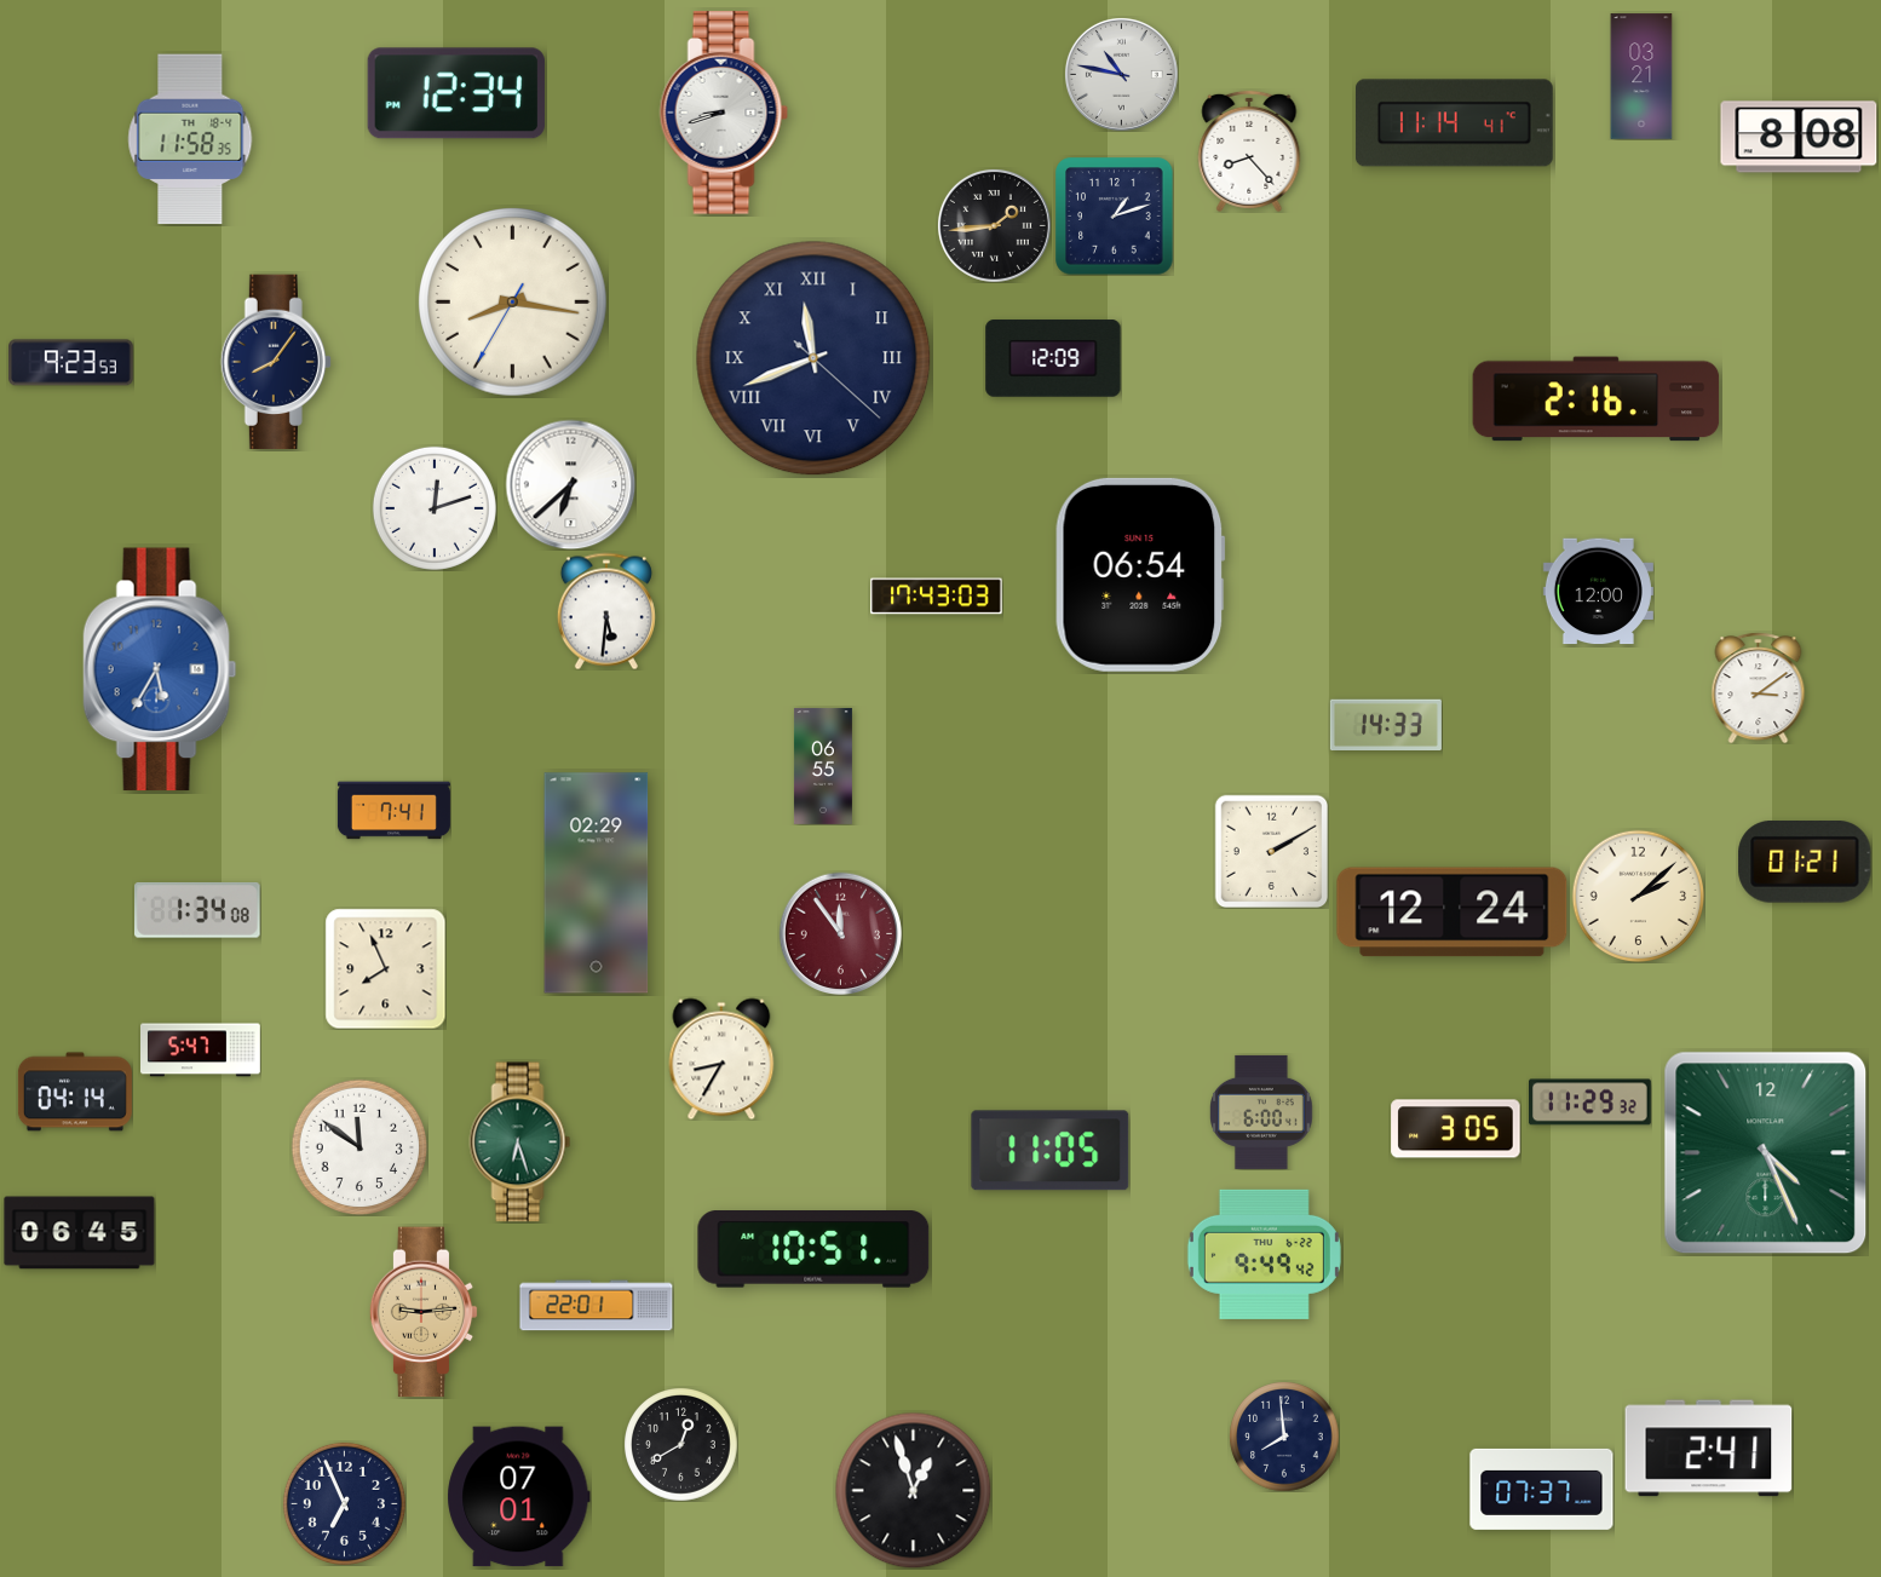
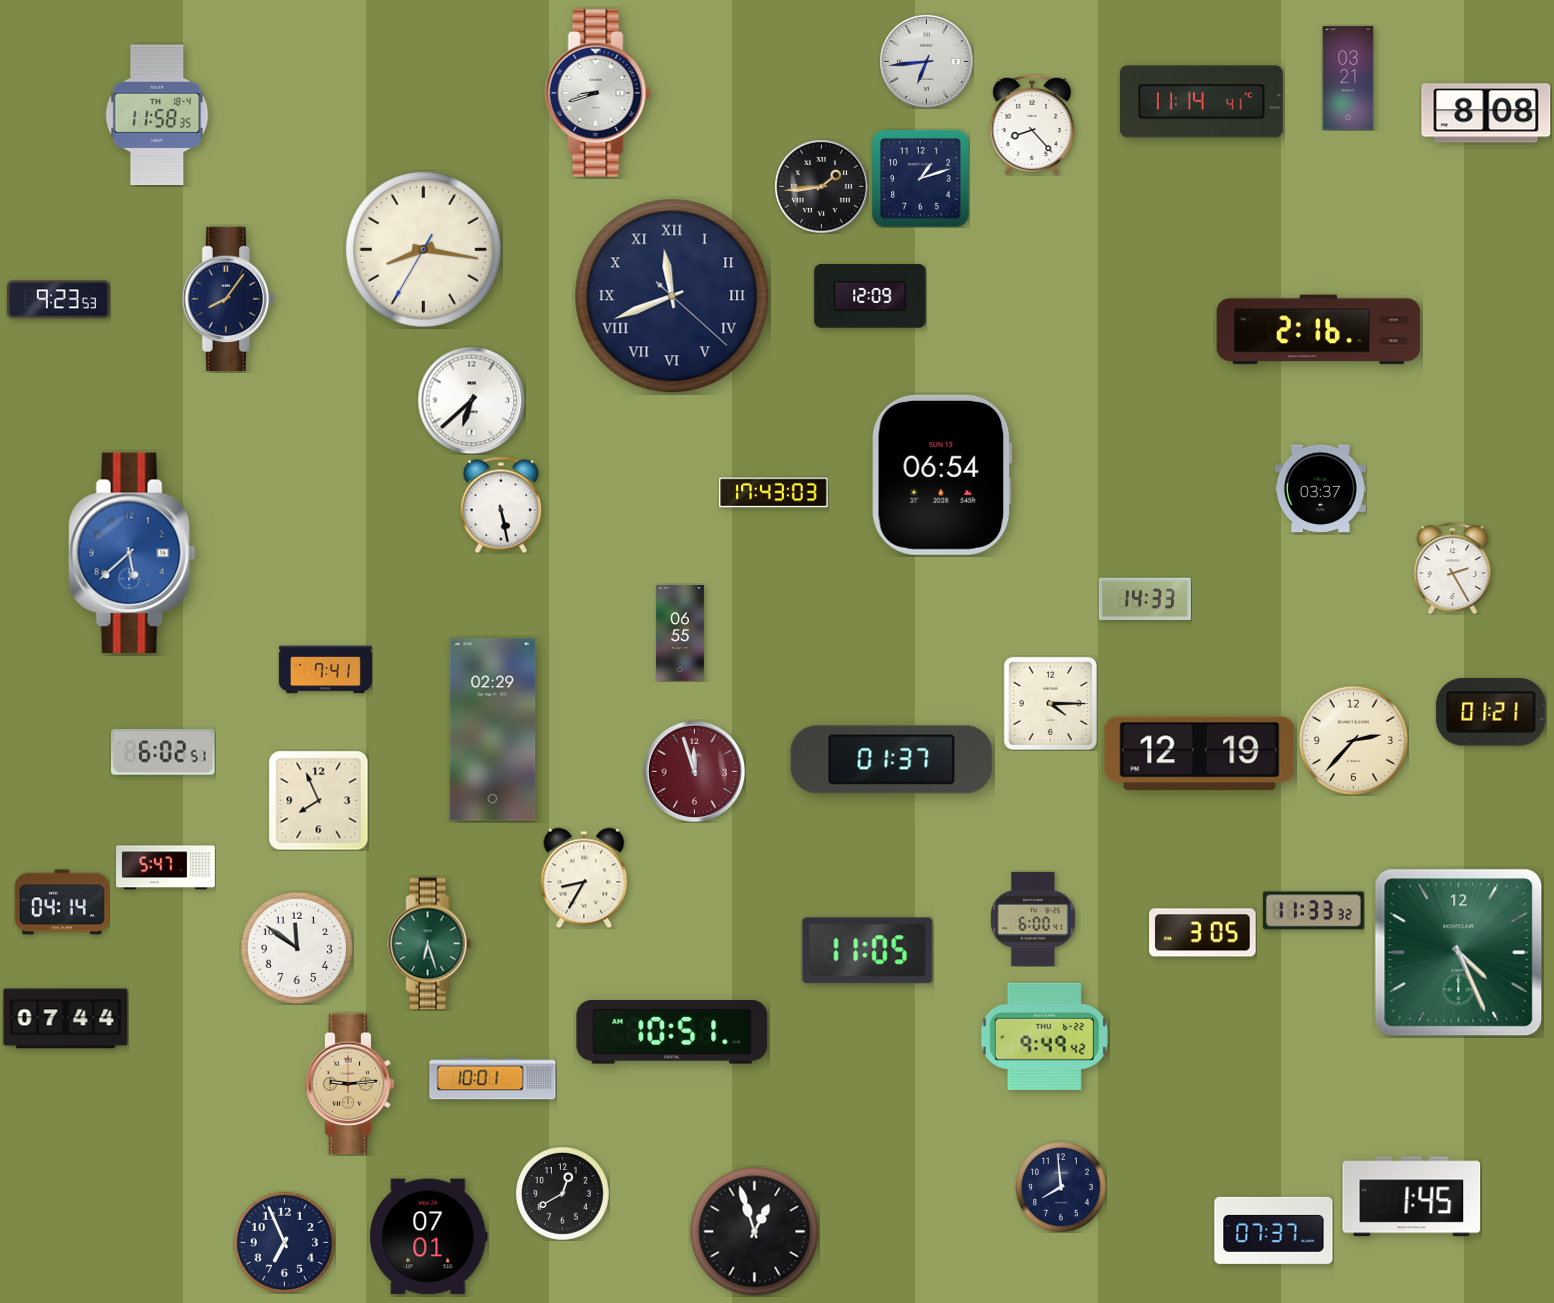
clock at (1121, 74): 10:47 -> 6:44
clock at (1641, 76) position: (1641, 76) -> (1348, 78)
clock at (456, 93): 12:34 -> none
clock at (435, 508): 12:12 -> none
clock at (1598, 592): 12:00 -> 03:37
clock at (606, 611): 5:31 -> 5:28
clock at (160, 669): 5:35 -> 5:38
clock at (1759, 687): 3:09 -> 2:25
clock at (1271, 851): 2:10 -> 4:15
clock at (1638, 896): 2:08 -> 2:37
clock at (199, 911): 1:34 -> 6:02
clock at (1453, 913): 12:24 -> 12:19
clock at (892, 760): none -> 01:37
clock at (840, 933): 11:54 -> 11:57
clock at (721, 1059) position: (721, 1059) -> (584, 878)
clock at (1590, 1103): 11:29 -> 11:33
clock at (1262, 1112) position: (1262, 1112) -> (1034, 919)
clock at (80, 1233): 06:45 -> 07:44
clock at (597, 1306): 22:01 -> 10:01
clock at (1709, 1449): 2:41 -> 1:45
